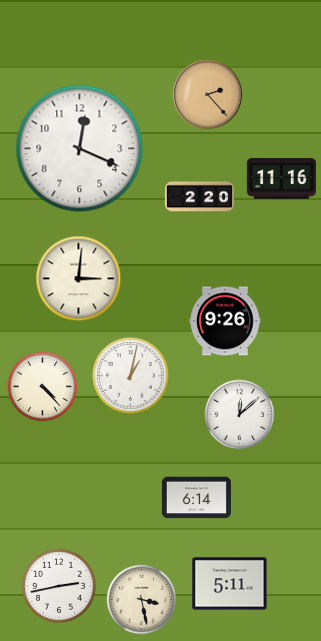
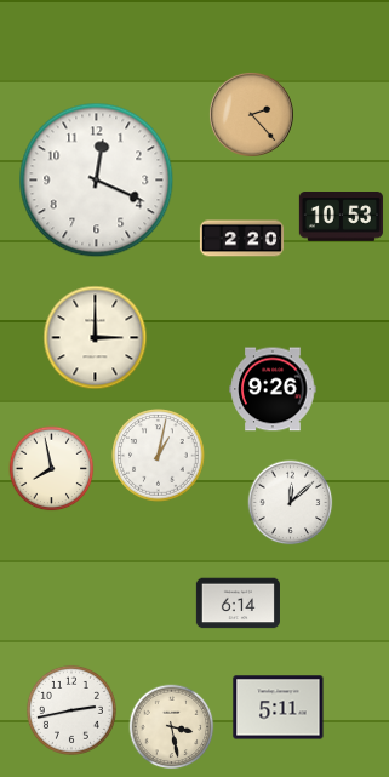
clock at (281, 179): 11:16 -> 10:53
clock at (79, 279): 3:01 -> 3:00
clock at (43, 387): 4:23 -> 7:58
